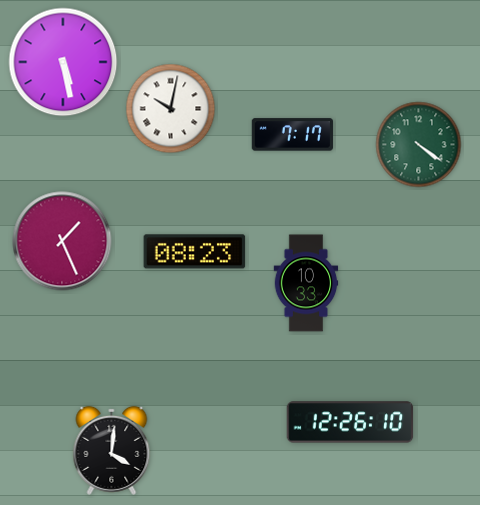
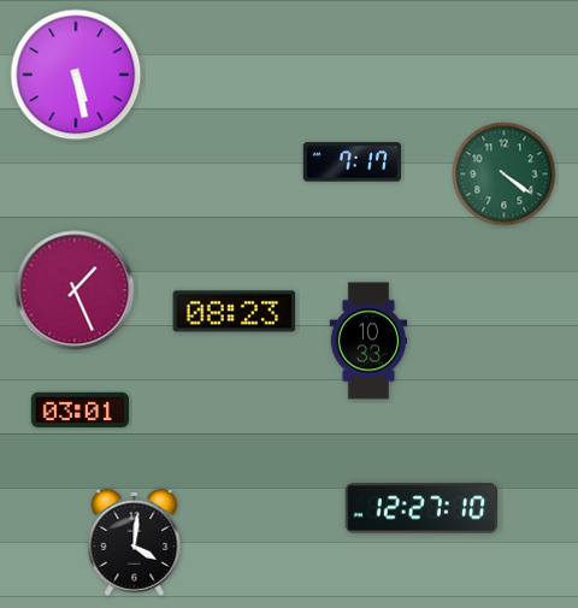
clock at (171, 109): 10:02 -> none
clock at (195, 252) position: (195, 252) -> (235, 312)
clock at (79, 409): none -> 03:01
clock at (350, 422): 12:26 -> 12:27
